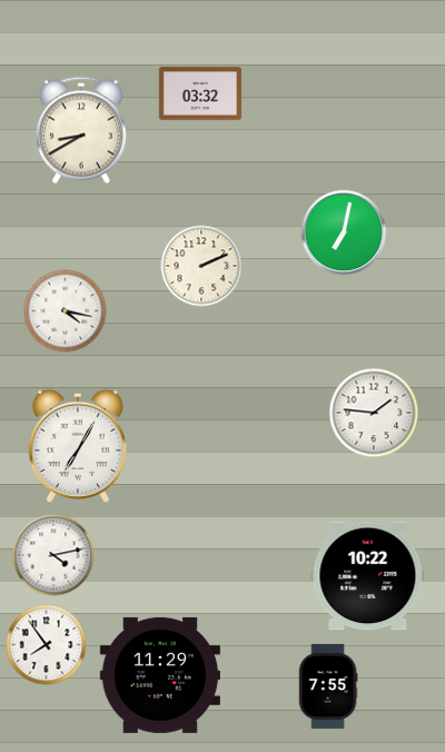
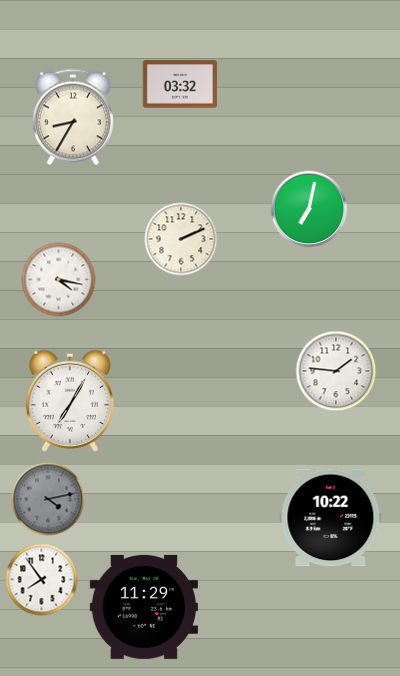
clock at (81, 130): 8:40 -> 8:35
clock at (53, 555) dial: white -> grey
clock at (328, 686): 7:55 -> none
